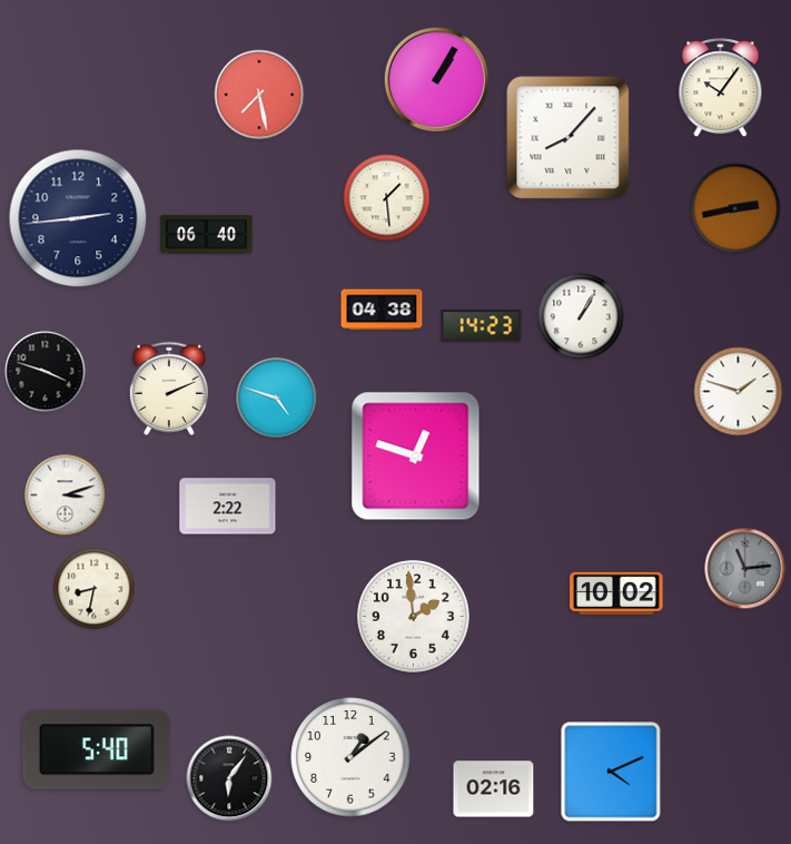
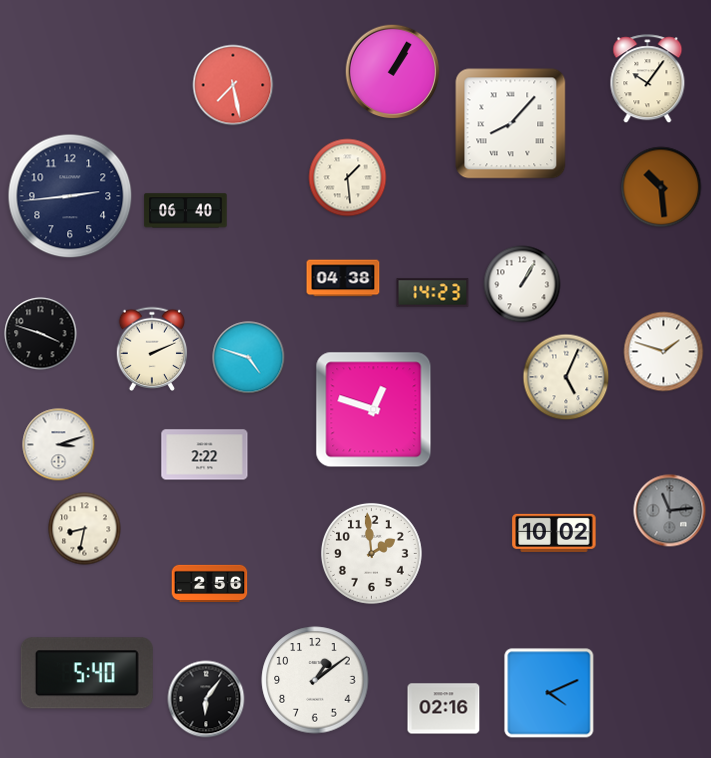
clock at (735, 208): 2:43 -> 10:29
clock at (566, 377): none -> 5:04
clock at (210, 584): none -> 2:56
